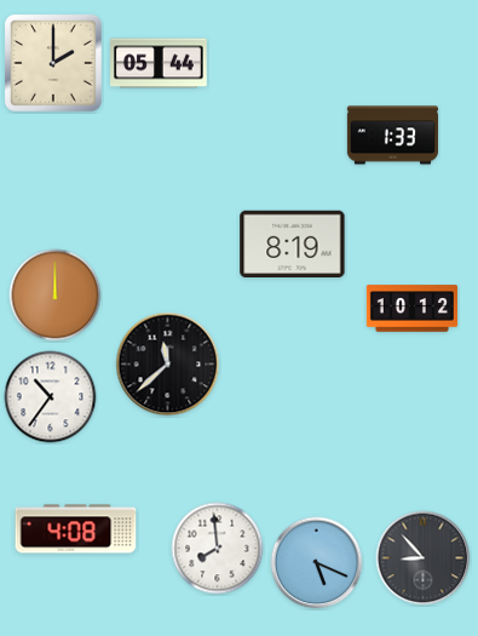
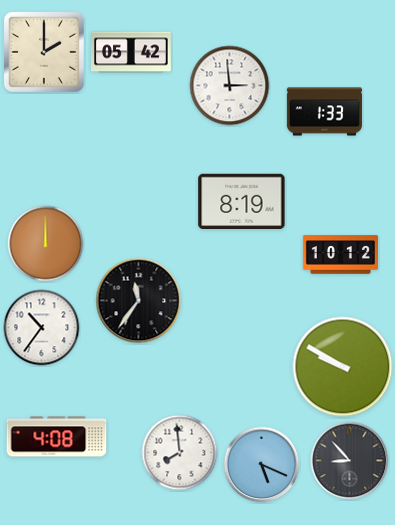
clock at (160, 63): 05:44 -> 05:42
clock at (230, 86): none -> 2:59
clock at (168, 365): 11:38 -> 11:36
clock at (343, 367): none -> 9:50
clock at (76, 529) position: (76, 529) -> (57, 437)
